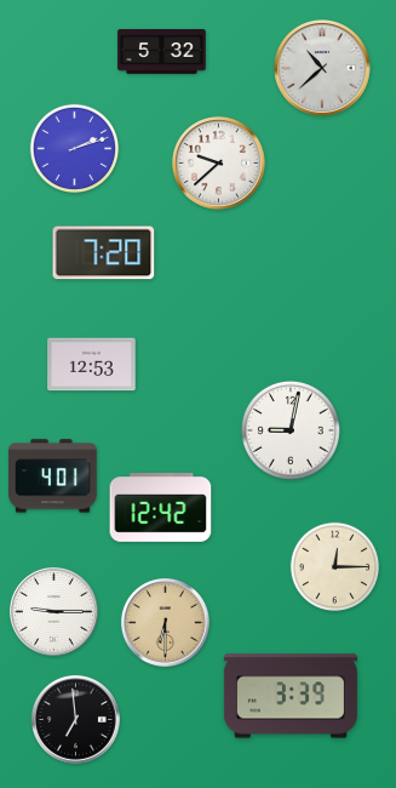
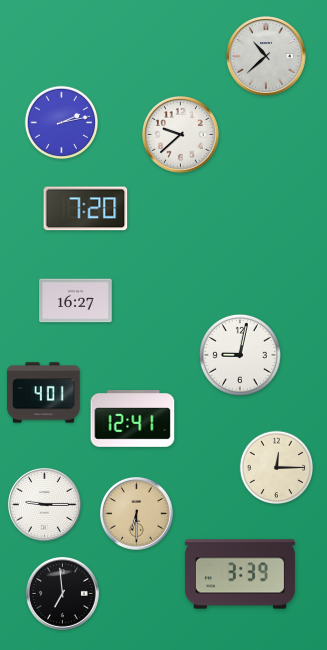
clock at (162, 52): 5:32 -> none
clock at (75, 149): 2:12 -> 2:13
clock at (92, 365): 12:53 -> 16:27
clock at (161, 508): 12:42 -> 12:41
